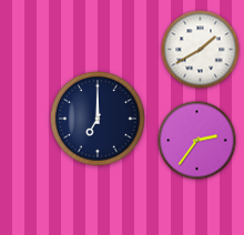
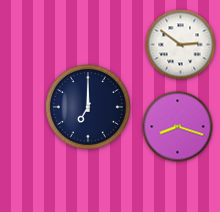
clock at (201, 50): 1:40 -> 2:51
clock at (197, 141): 2:36 -> 8:18
